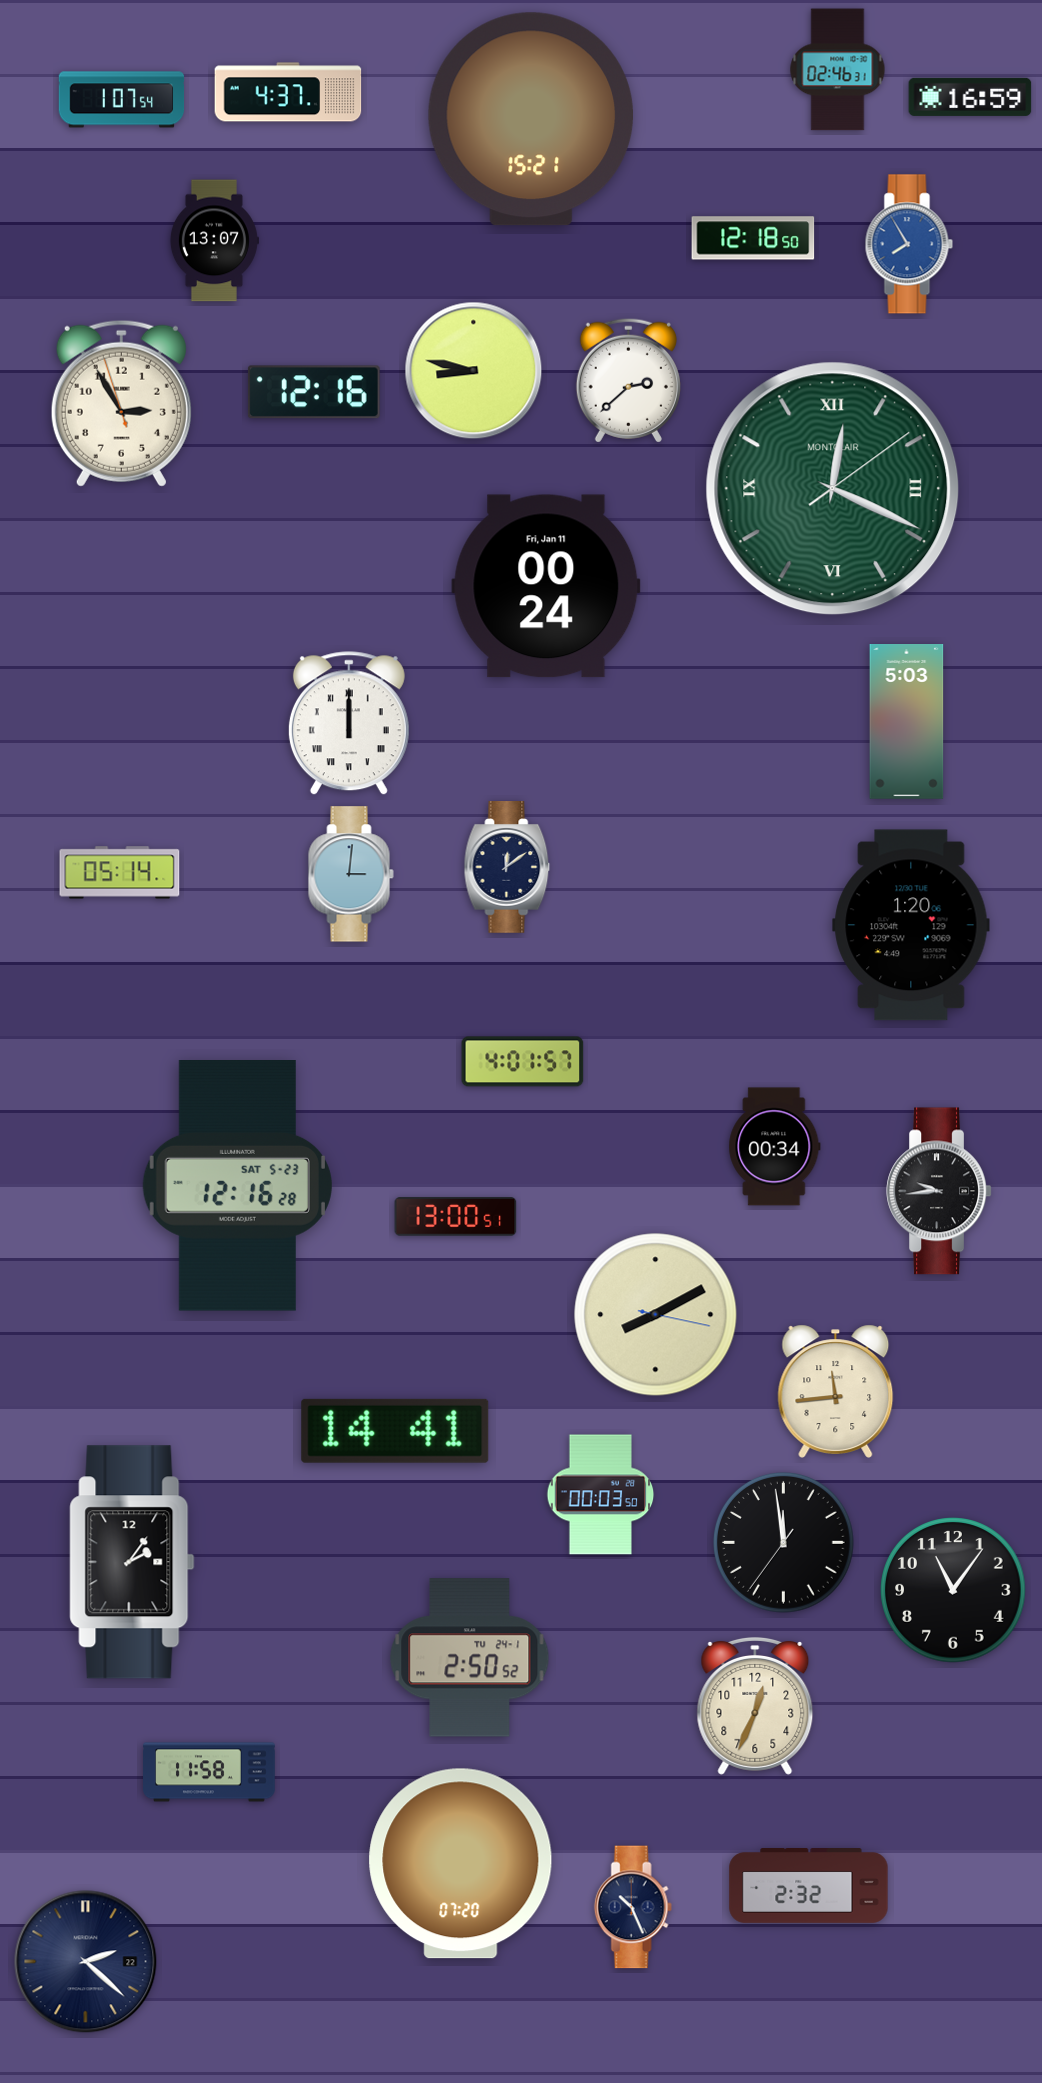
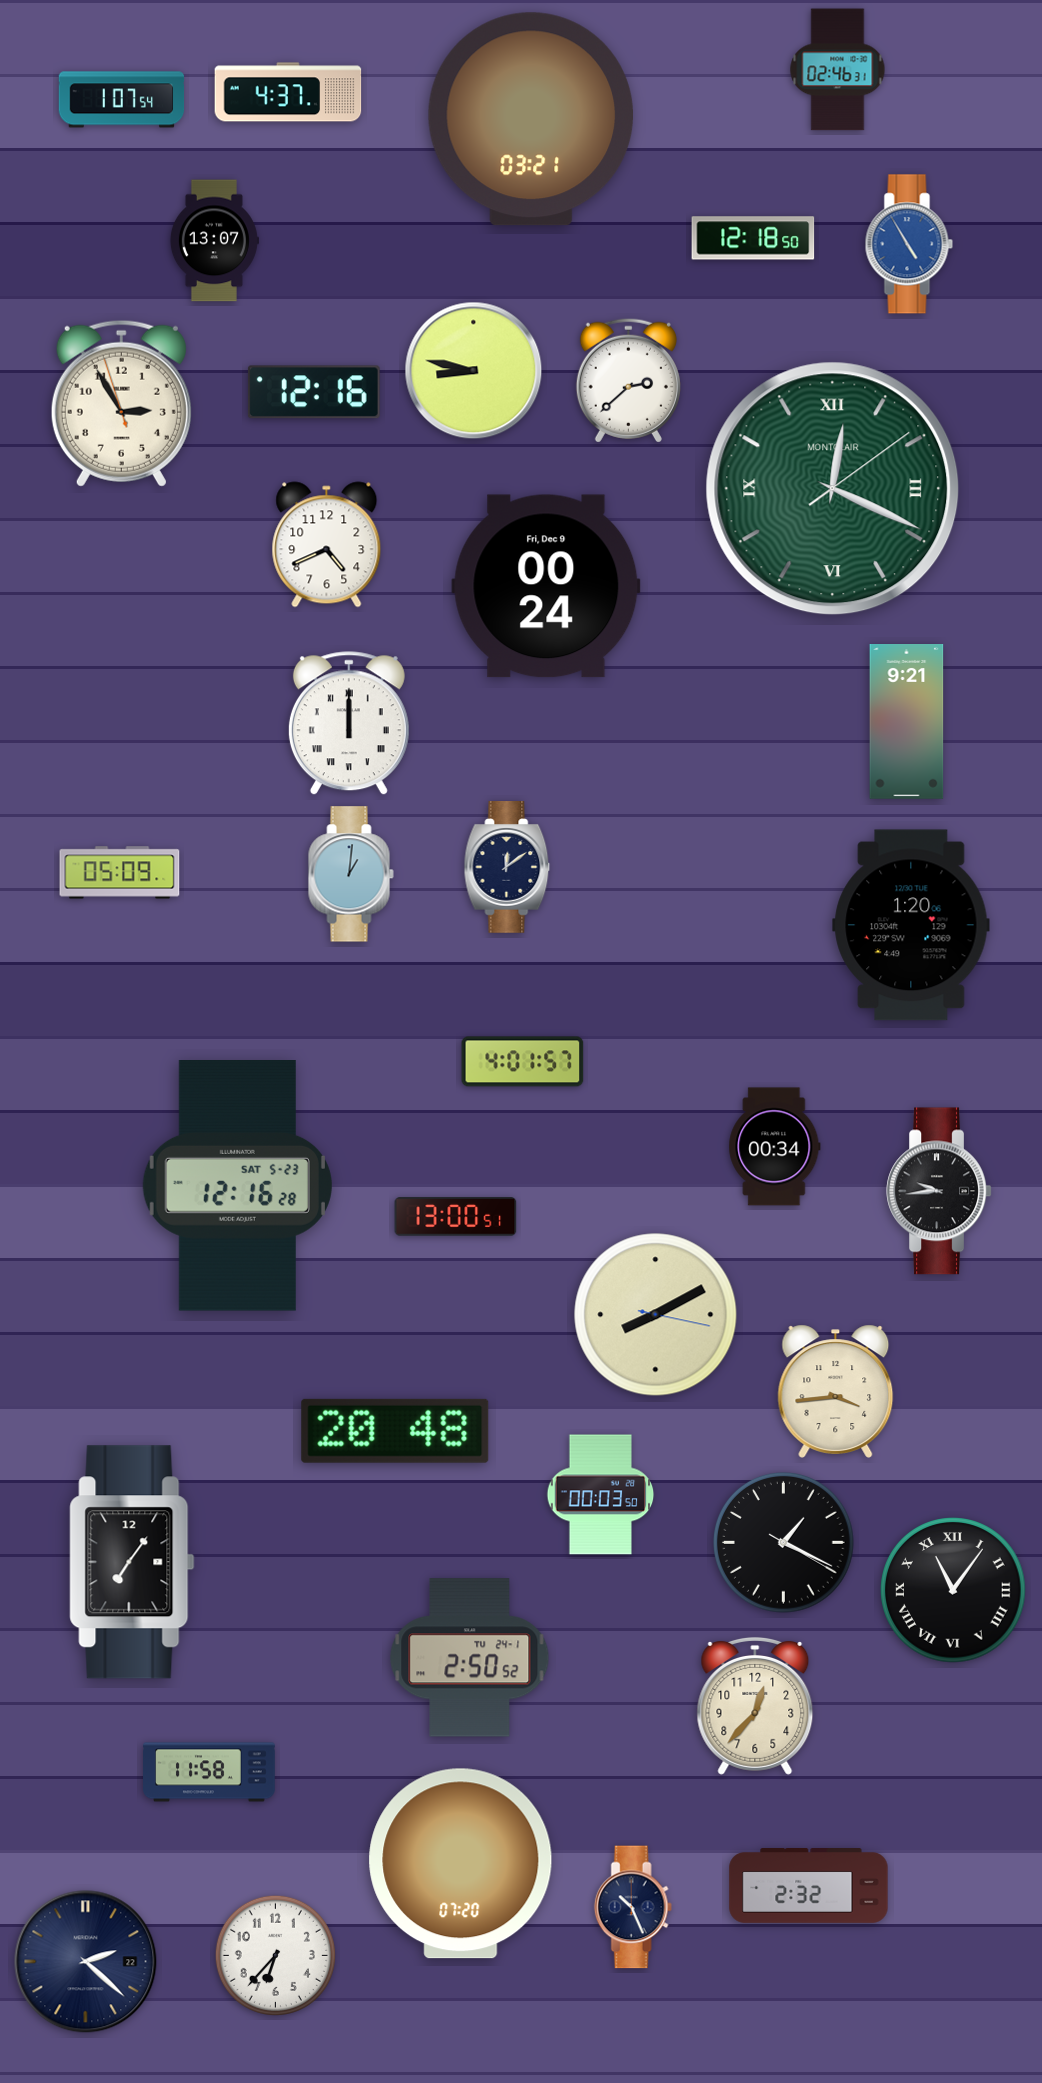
clock at (970, 97): 16:59 -> none
clock at (530, 119): 15:21 -> 03:21
clock at (909, 244): 7:55 -> 4:55
clock at (327, 545): none -> 4:41
clock at (546, 586) date: Fri, Jan 11 -> Fri, Dec 9
clock at (907, 722): 5:03 -> 9:21
clock at (120, 873): 05:14 -> 05:09
clock at (351, 874): 3:01 -> 1:01
clock at (836, 1391): 11:44 -> 3:44
clock at (395, 1431): 14:41 -> 20:48
clock at (783, 1542): 11:58 -> 1:19
clock at (132, 1562): 2:06 -> 7:06
clock at (953, 1590) numerals: Arabic -> Roman
clock at (755, 1706): 12:34 -> 12:37
clock at (275, 1955): none -> 6:37
